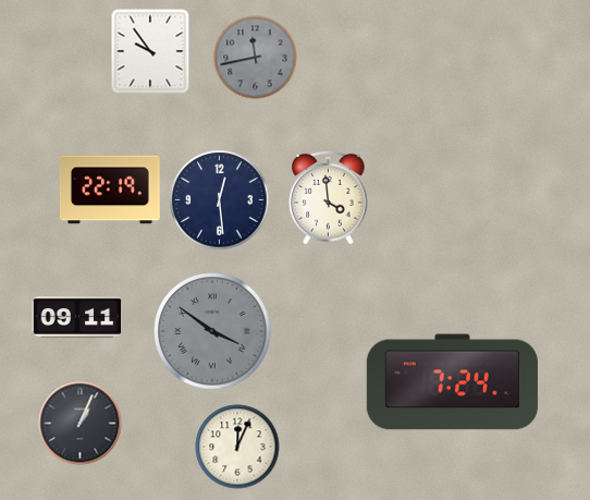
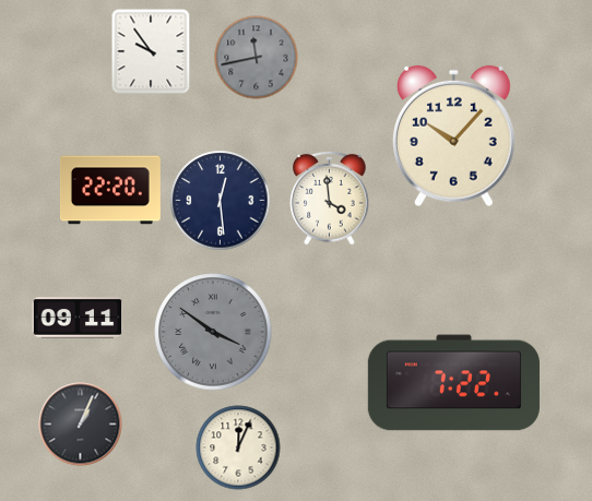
clock at (453, 136): none -> 10:07
clock at (110, 190): 22:19 -> 22:20
clock at (452, 382): 7:24 -> 7:22
